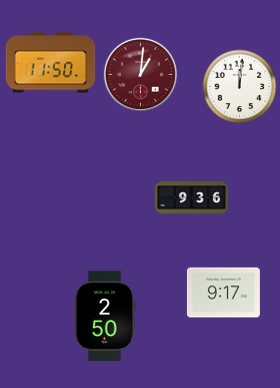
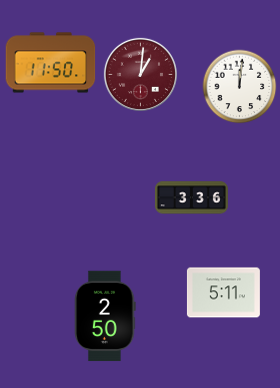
clock at (191, 198): 9:36 -> 3:36
clock at (223, 293): 9:17 -> 5:11
